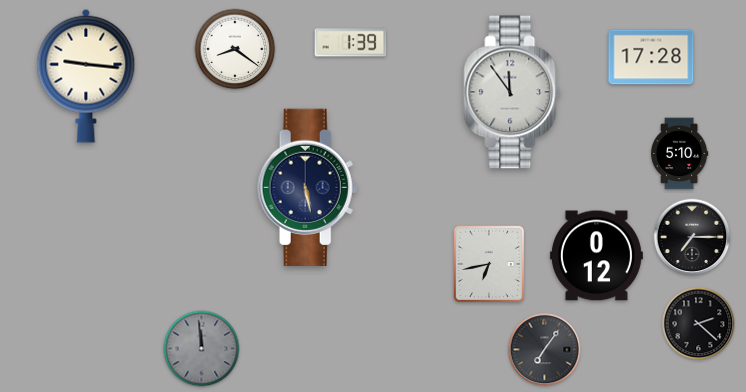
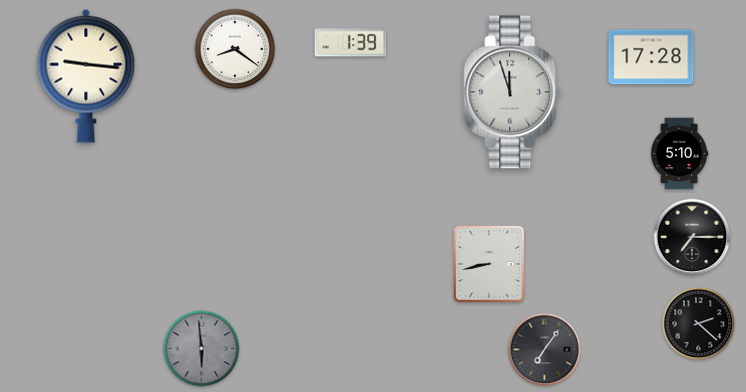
clock at (512, 92): 11:54 -> 11:57
clock at (308, 187): 5:28 -> none
clock at (596, 256): 0:12 -> none
clock at (488, 264): 6:43 -> 8:43
clock at (202, 349): 11:59 -> 5:59
